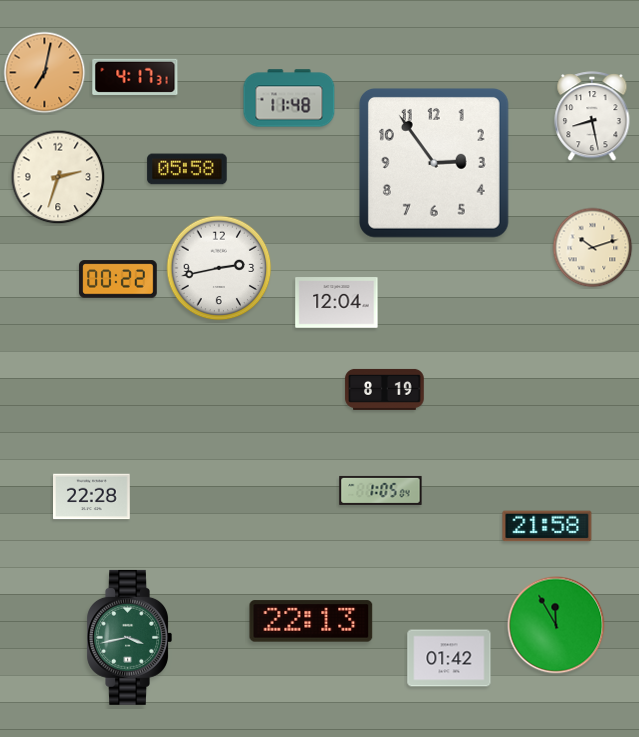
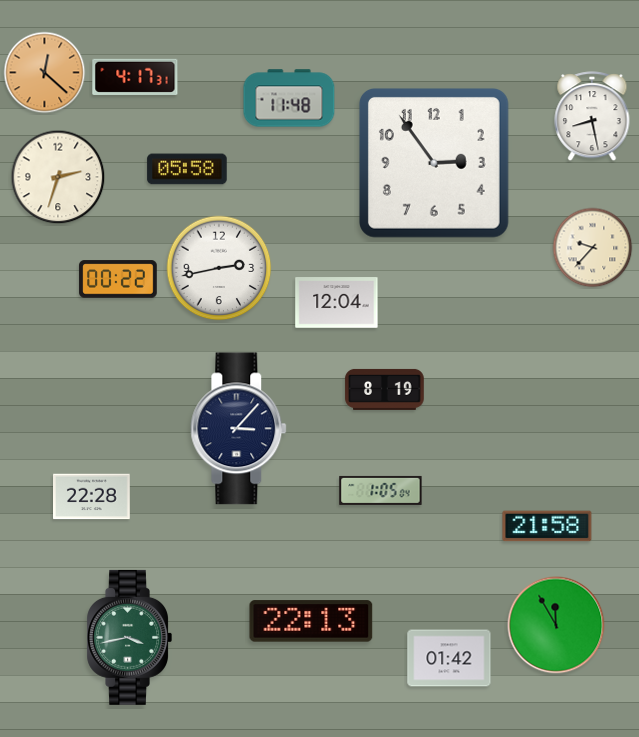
clock at (45, 73): 7:02 -> 12:22
clock at (593, 248): 10:12 -> 9:37
clock at (239, 429): none -> 3:07
